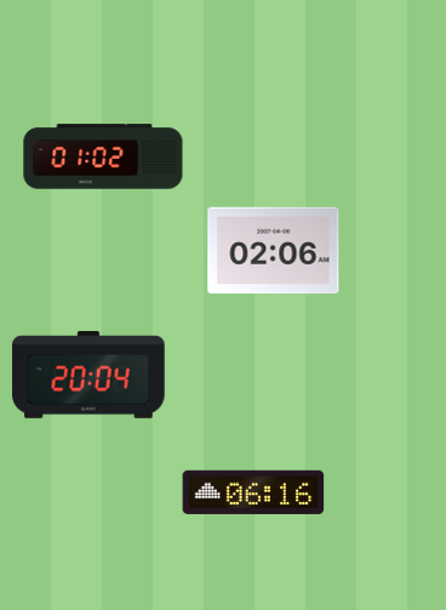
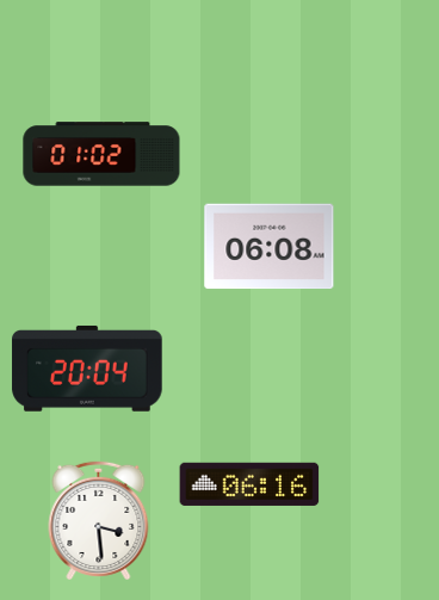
clock at (274, 251): 02:06 -> 06:08
clock at (99, 520): none -> 3:29
